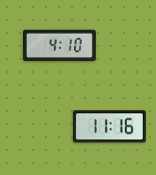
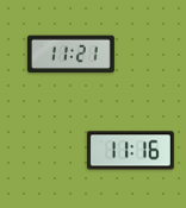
clock at (59, 46): 4:10 -> 11:21
